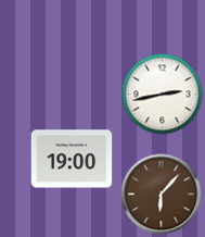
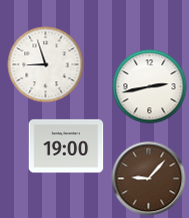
clock at (46, 65): none -> 8:57
clock at (162, 195): 6:07 -> 9:07
